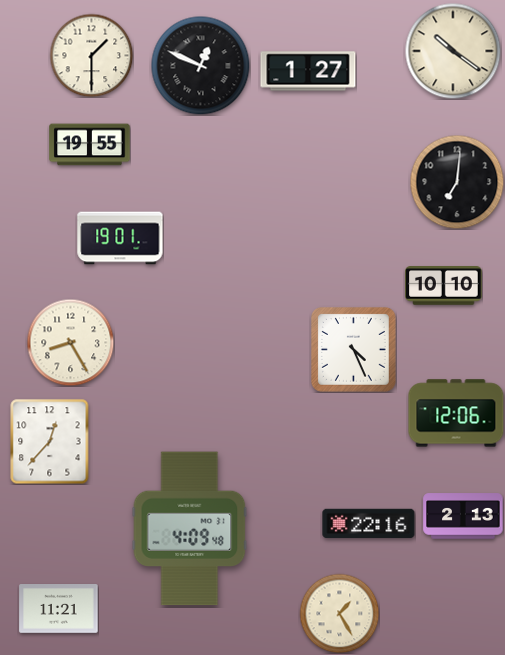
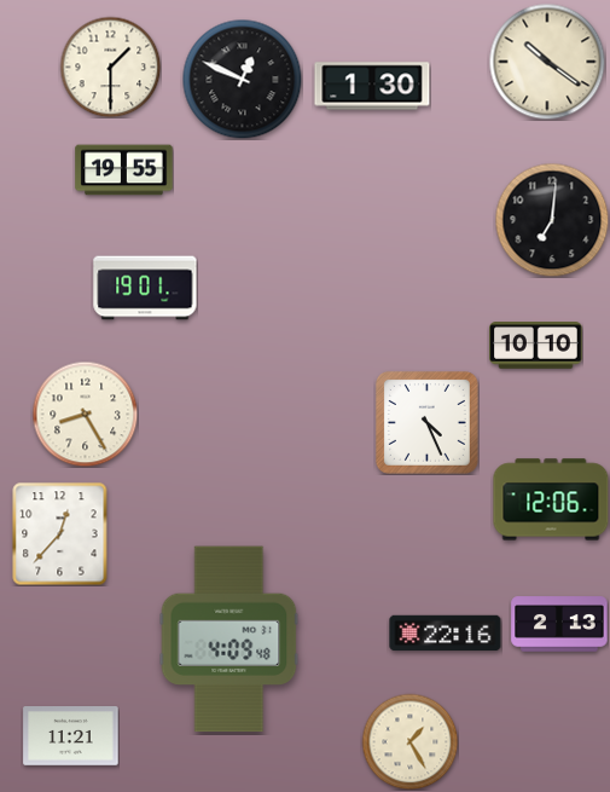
clock at (308, 71): 1:27 -> 1:30
clock at (90, 145) position: (90, 145) -> (124, 170)
